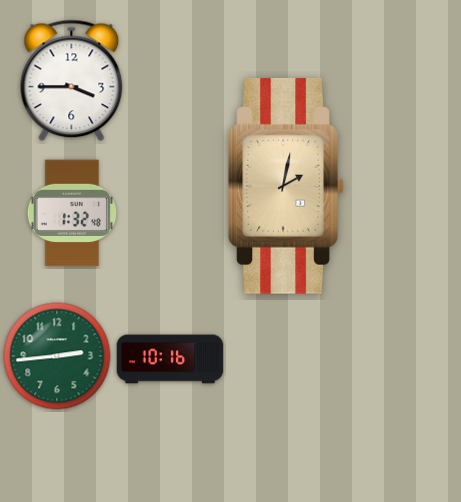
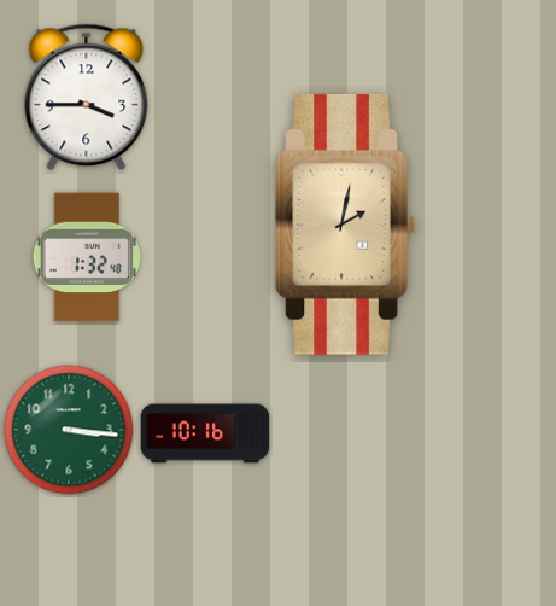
clock at (57, 356): 2:44 -> 3:16
